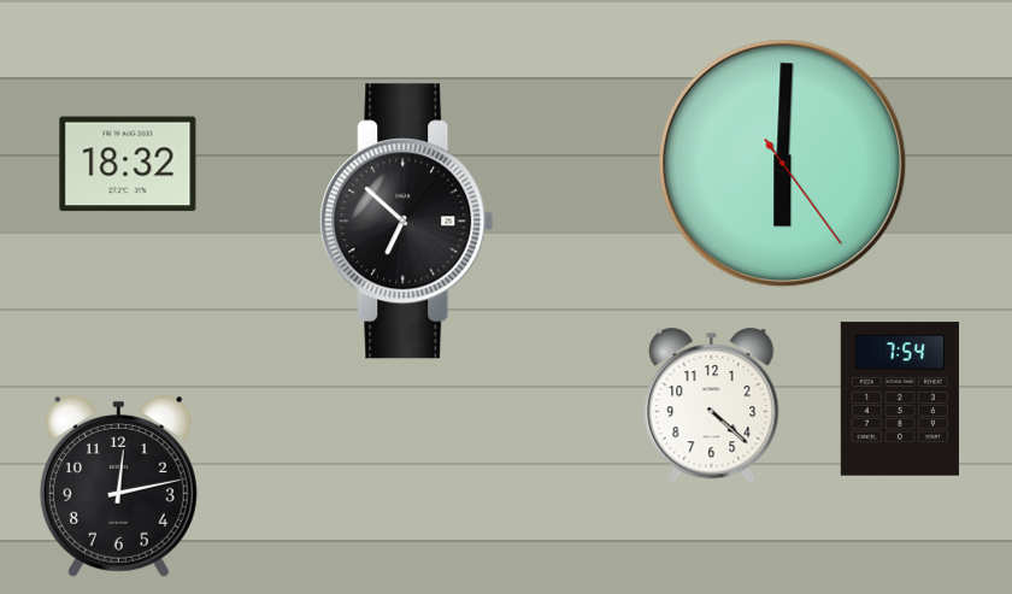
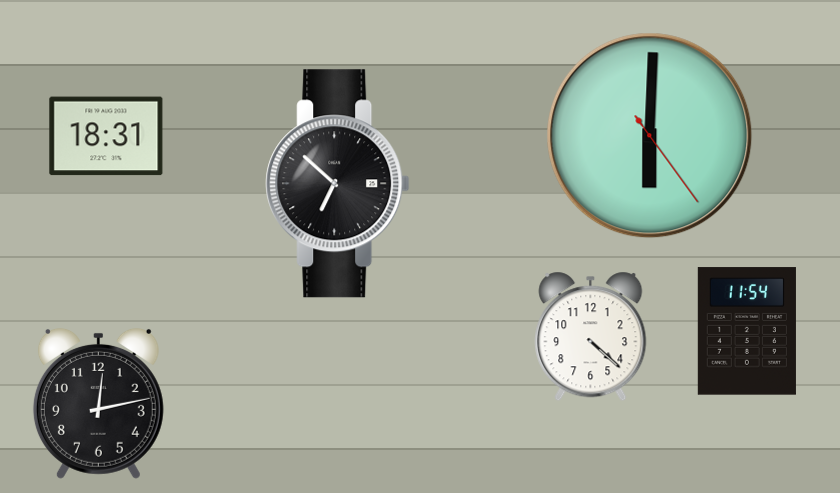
clock at (128, 164): 18:32 -> 18:31
clock at (900, 399): 7:54 -> 11:54
